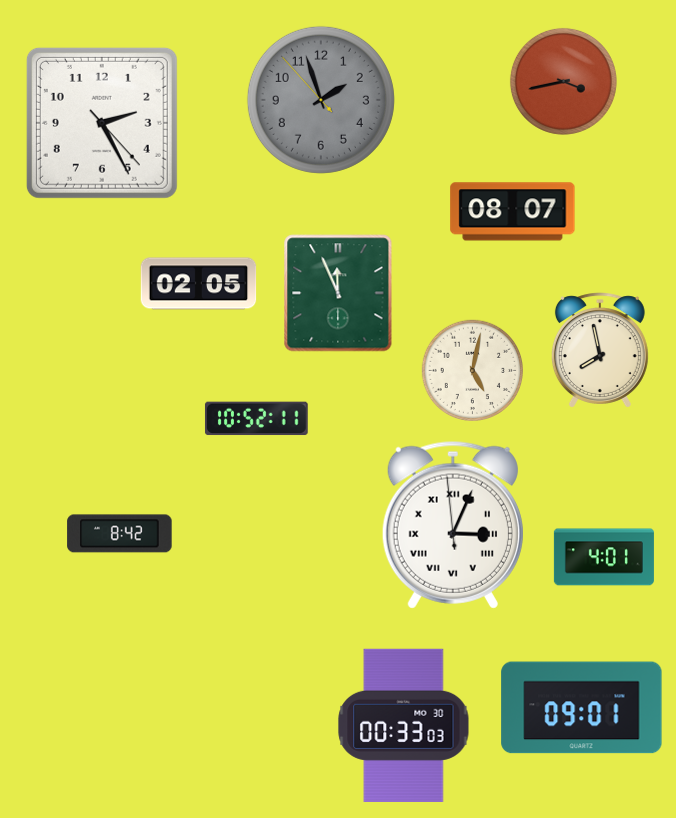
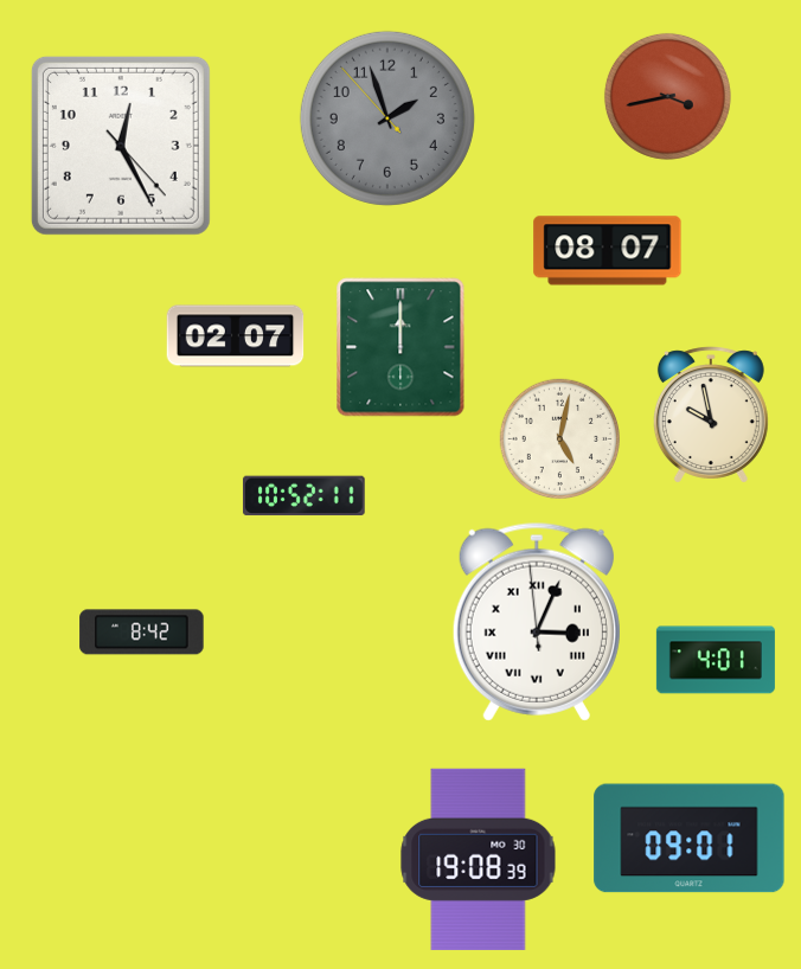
clock at (321, 100) position: (321, 100) -> (387, 118)
clock at (102, 123): 2:25 -> 12:25
clock at (199, 284): 02:05 -> 02:07
clock at (338, 293): 11:56 -> 12:00
clock at (600, 350): 7:58 -> 9:58
clock at (404, 725): 00:33 -> 19:08
